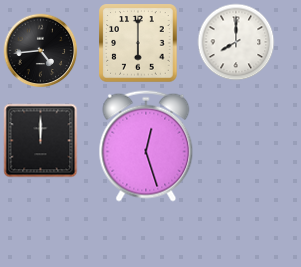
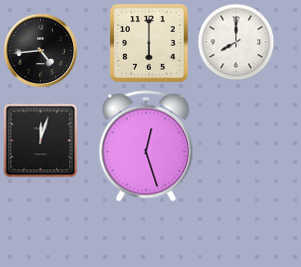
clock at (138, 43) position: (138, 43) -> (149, 43)
clock at (41, 141): 12:00 -> 12:03
